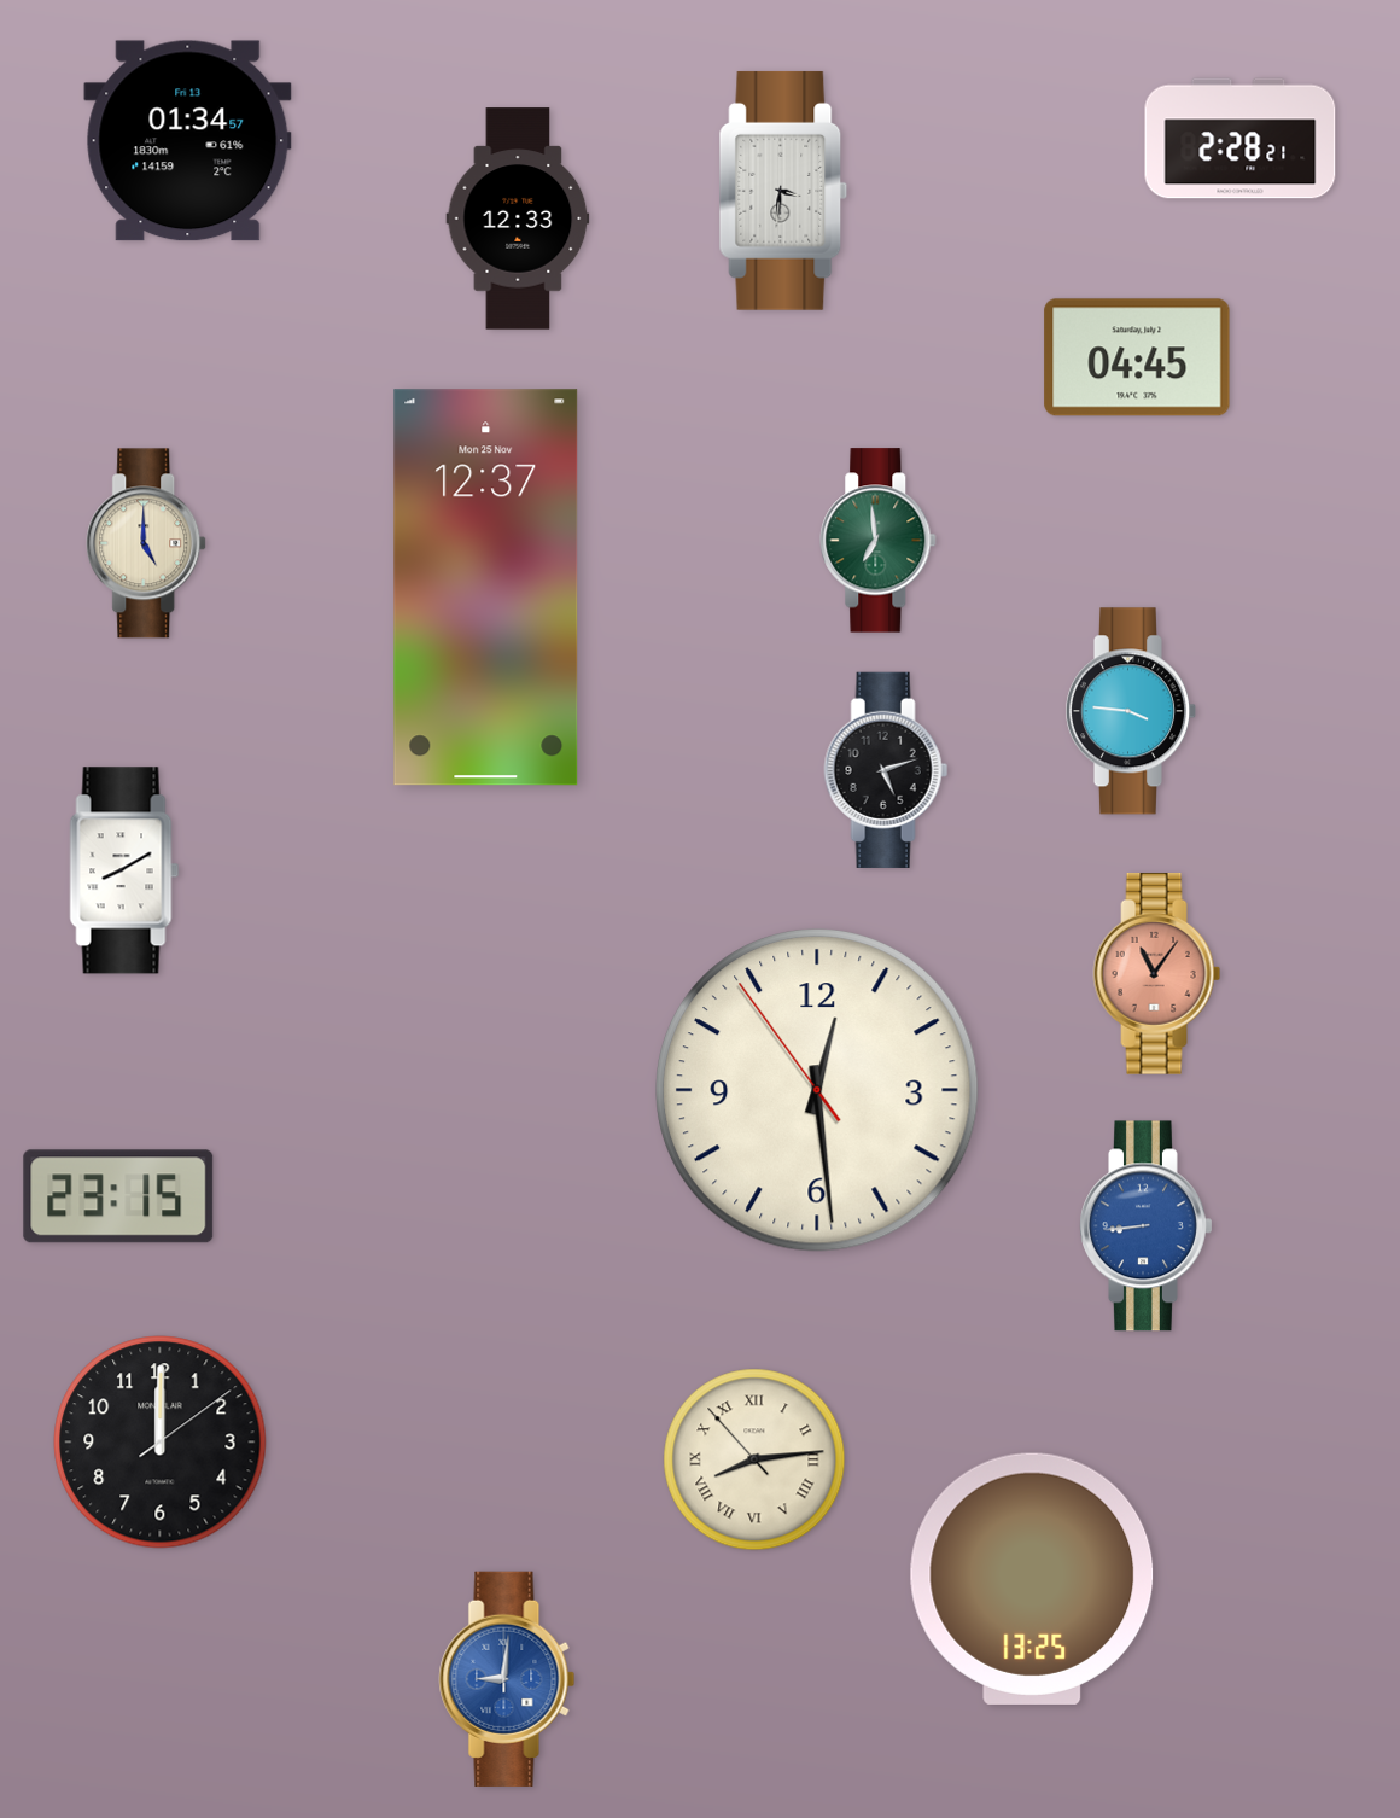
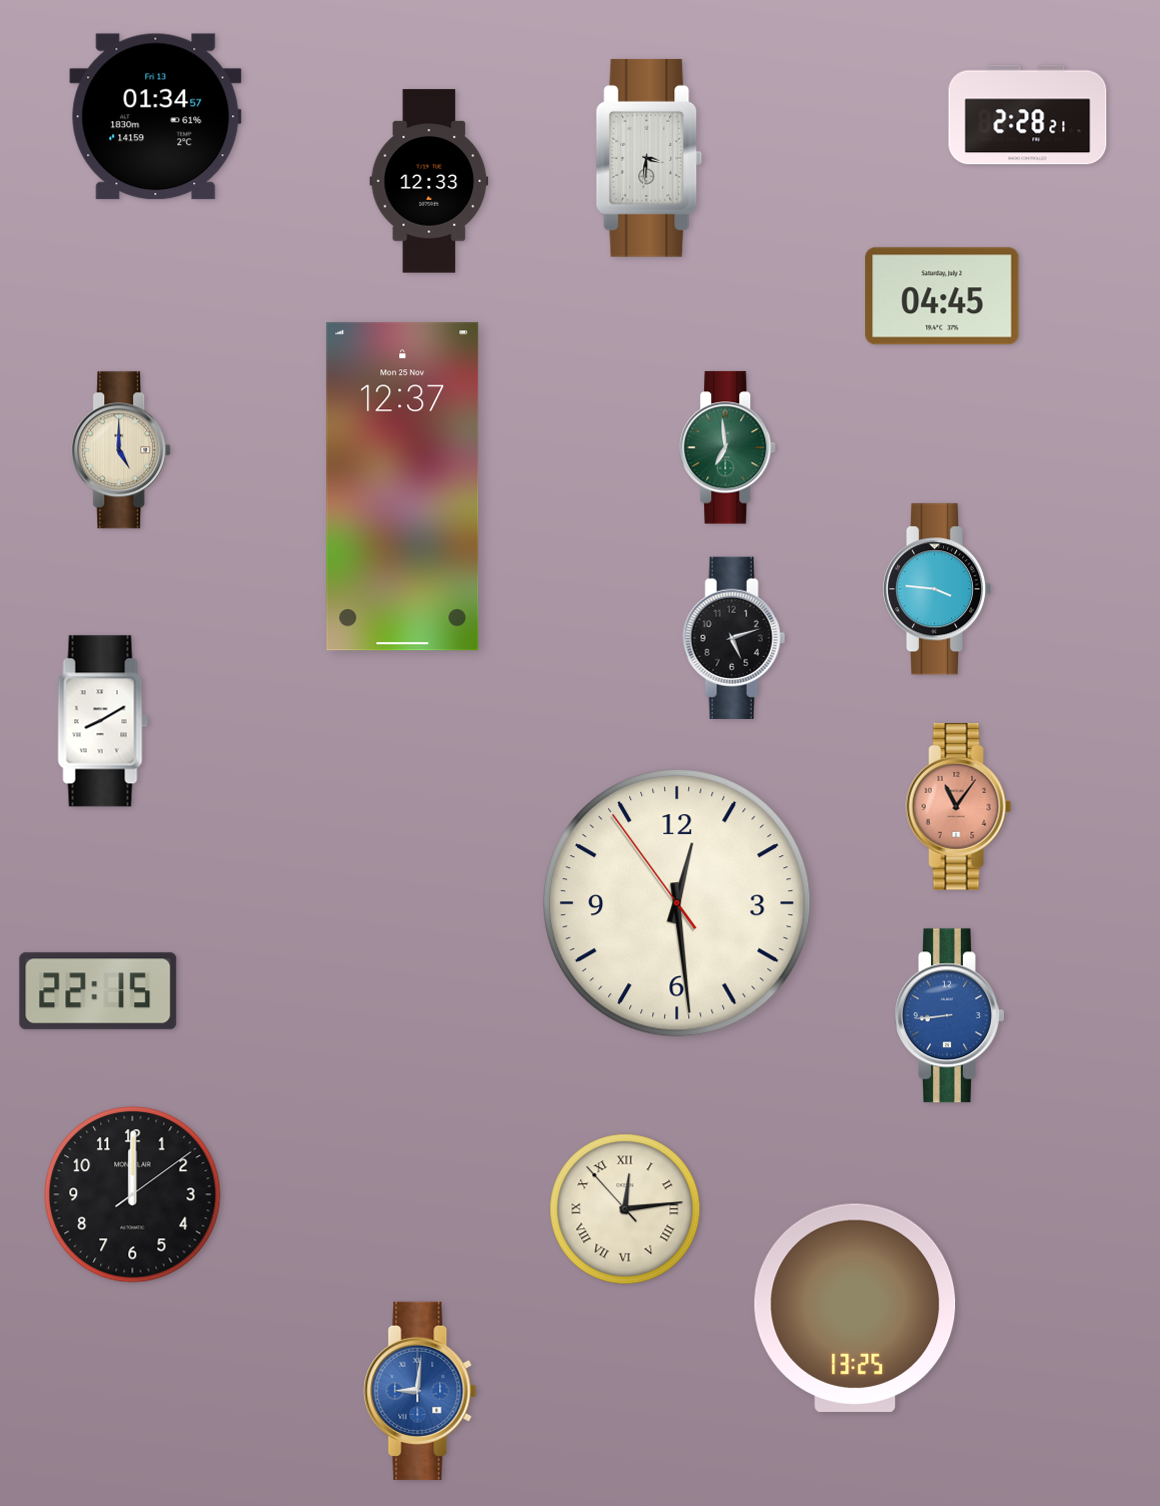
clock at (118, 1196): 23:15 -> 22:15
clock at (754, 1459): 8:13 -> 12:13
